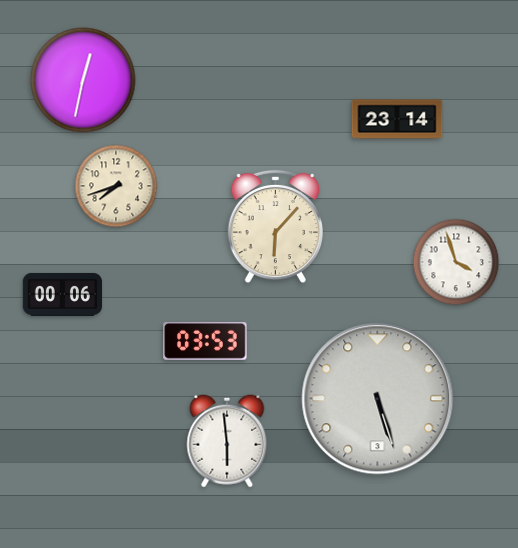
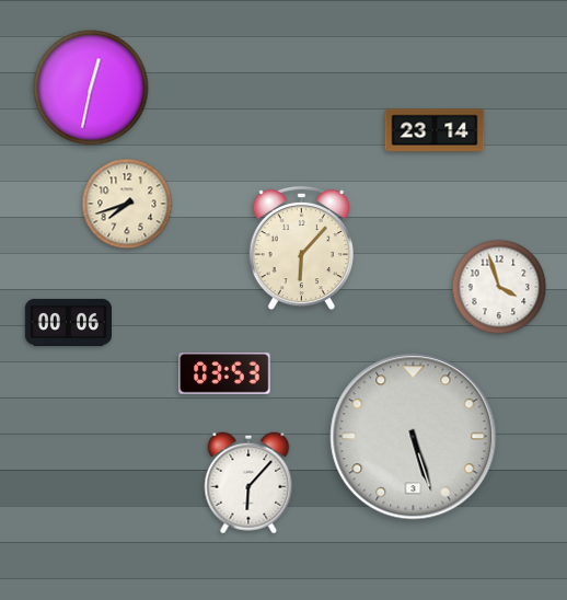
clock at (227, 441): 5:59 -> 6:07
